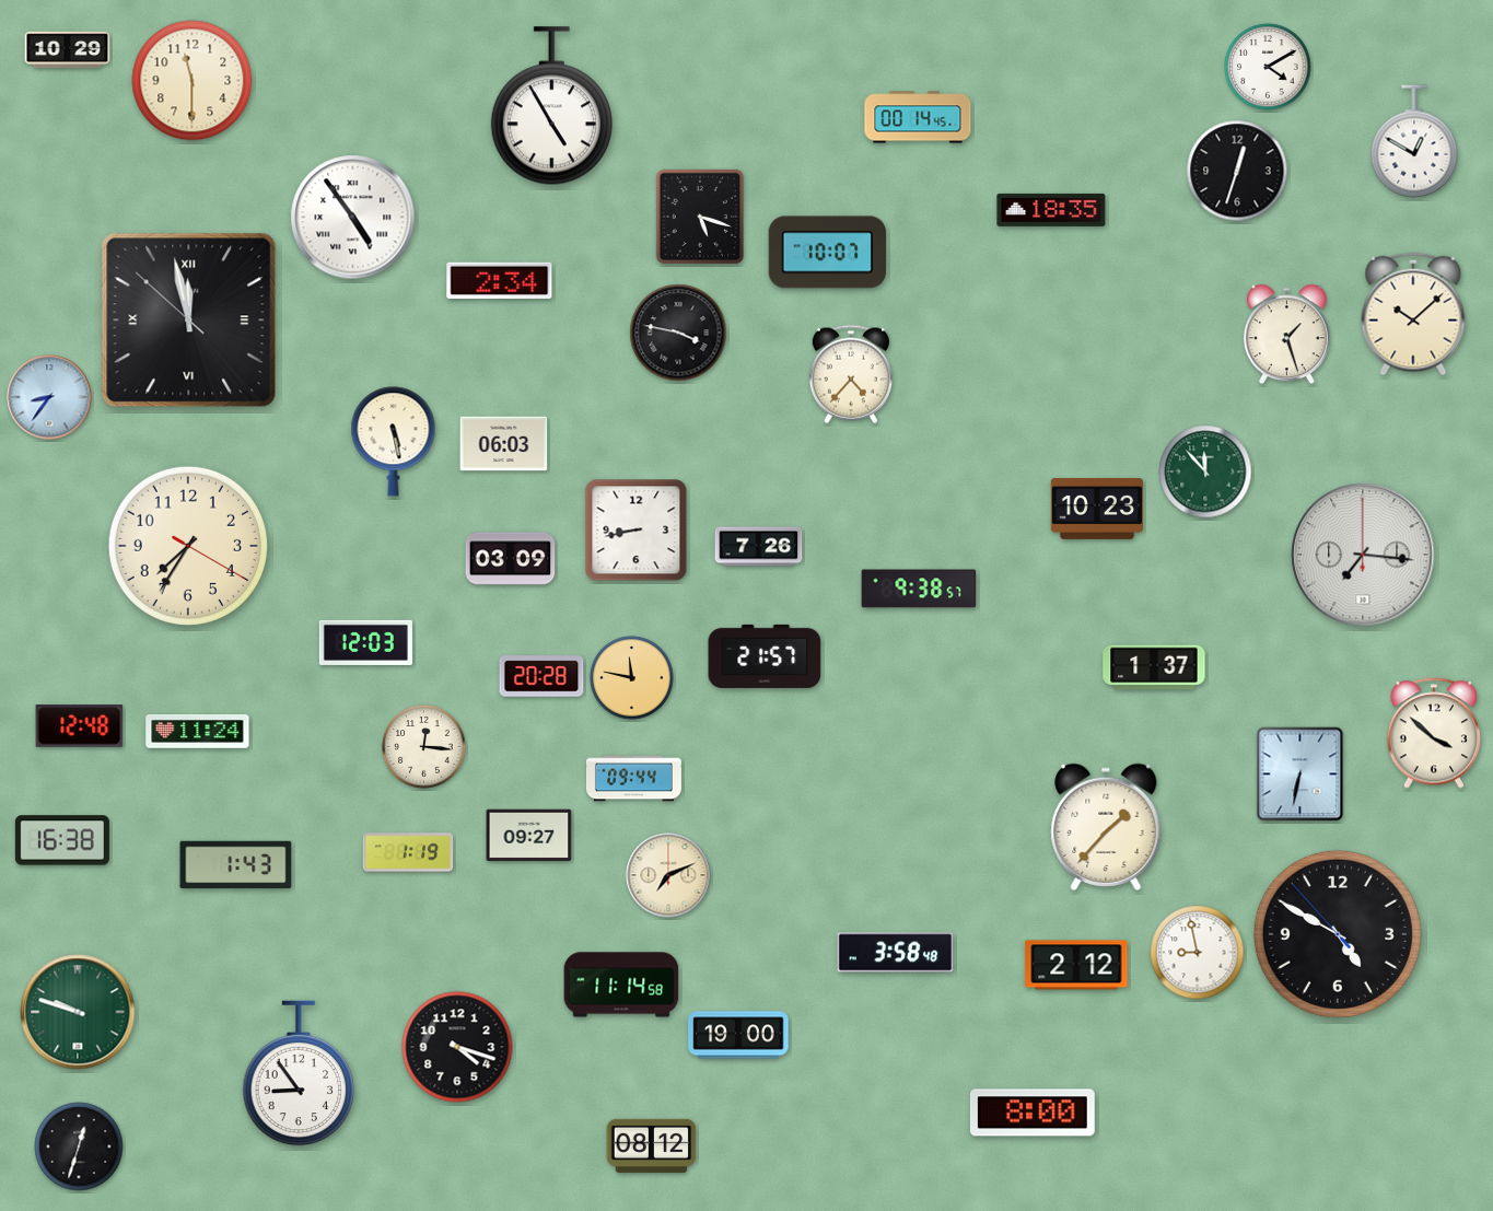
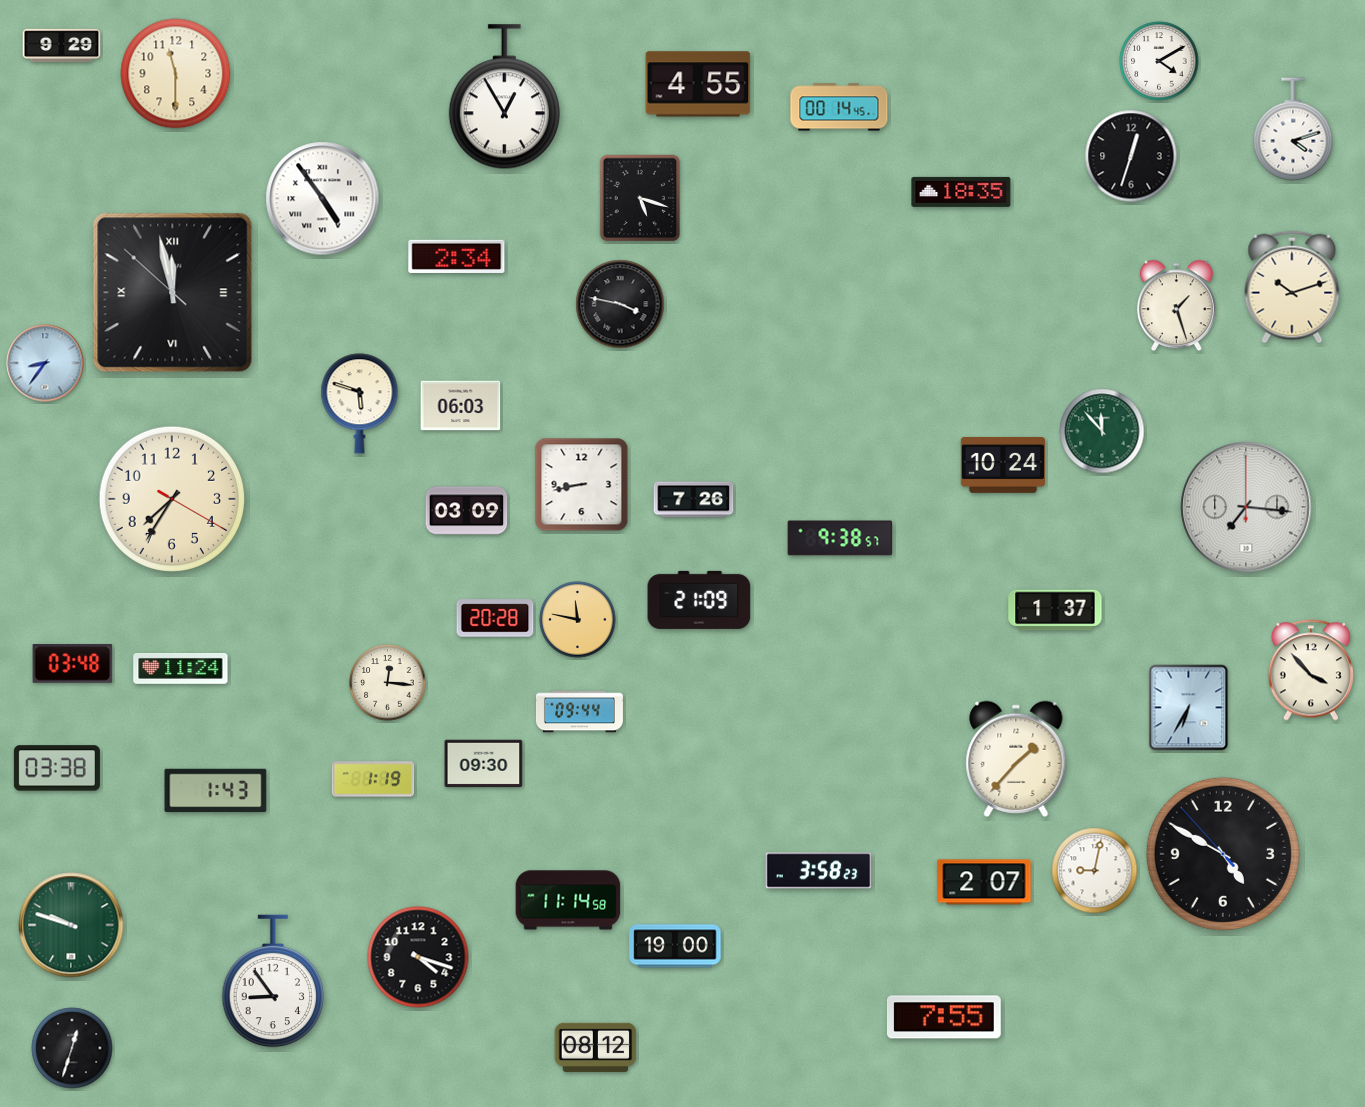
clock at (68, 50): 10:29 -> 9:29
clock at (698, 84): none -> 4:55
clock at (551, 106): 4:55 -> 12:55
clock at (1414, 141): 12:50 -> 4:12
clock at (827, 253): 10:07 -> none
clock at (1413, 314): 10:08 -> 10:12
clock at (851, 374): 4:37 -> none
clock at (394, 442): 5:28 -> 5:48
clock at (1096, 509): 10:23 -> 10:24
clock at (365, 642): 12:03 -> none
clock at (765, 656): 21:57 -> 21:09
clock at (80, 726): 12:48 -> 03:48
clock at (1433, 733): 3:52 -> 3:53
clock at (1300, 775): 6:32 -> 6:35
clock at (1106, 827) position: (1106, 827) -> (1016, 759)
clock at (529, 836): 09:27 -> 09:30
clock at (62, 840): 16:38 -> 03:38
clock at (668, 875): 7:11 -> none
clock at (896, 953): 3:58:48 -> 3:58:23
clock at (1198, 953): 8:58 -> 9:02
clock at (1076, 965): 2:12 -> 2:07
clock at (1033, 1113): 8:00 -> 7:55
